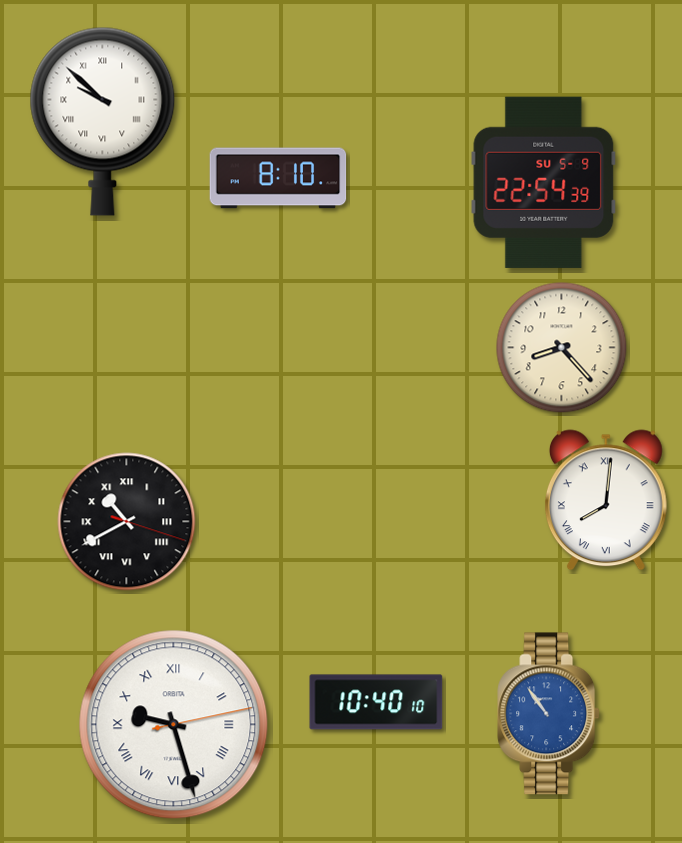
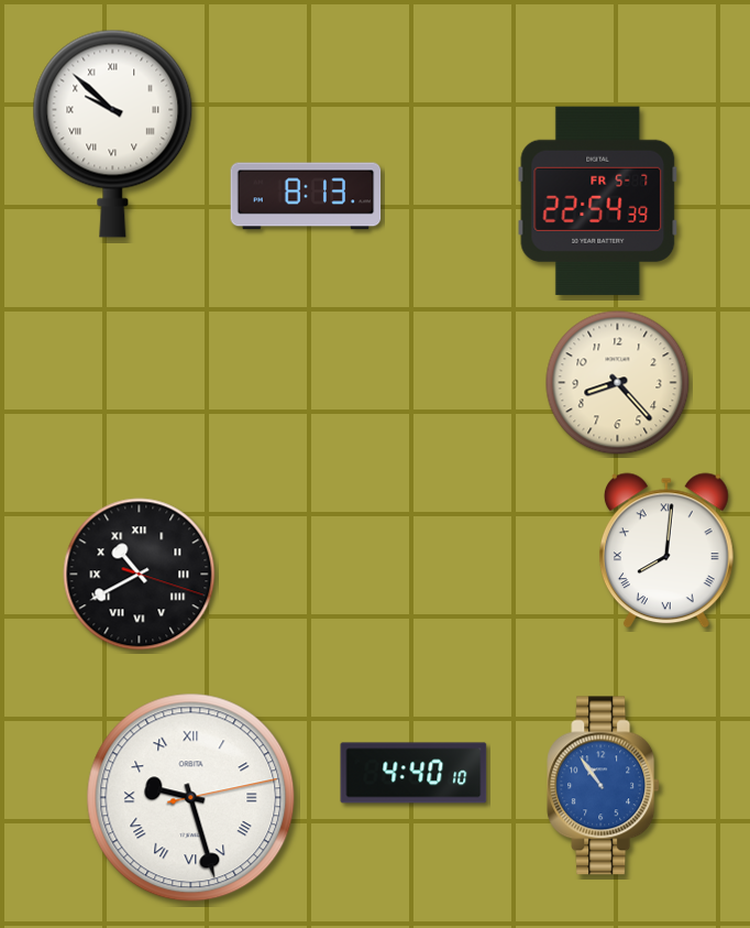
clock at (278, 178): 8:10 -> 8:13
clock at (544, 182) date: SU 5-9 -> FR 5-7
clock at (376, 702): 10:40 -> 4:40
